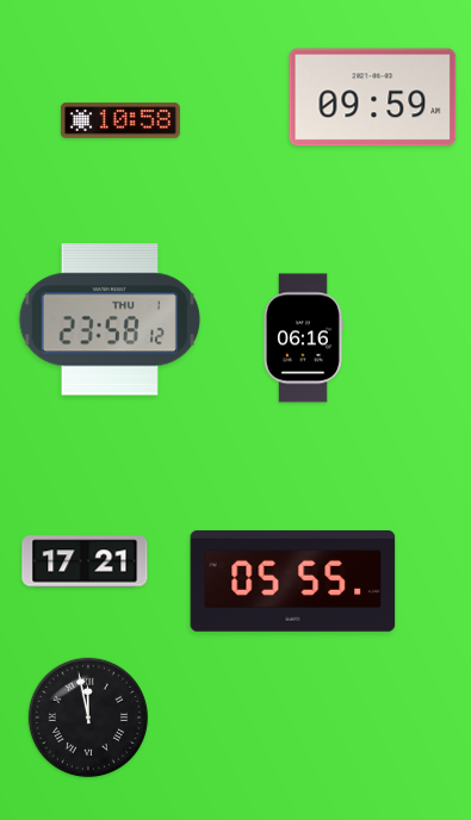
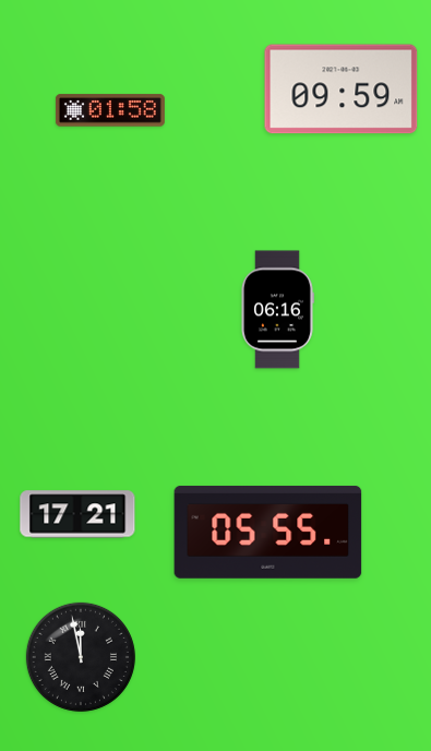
clock at (120, 120): 10:58 -> 01:58
clock at (110, 319): 23:58 -> none
